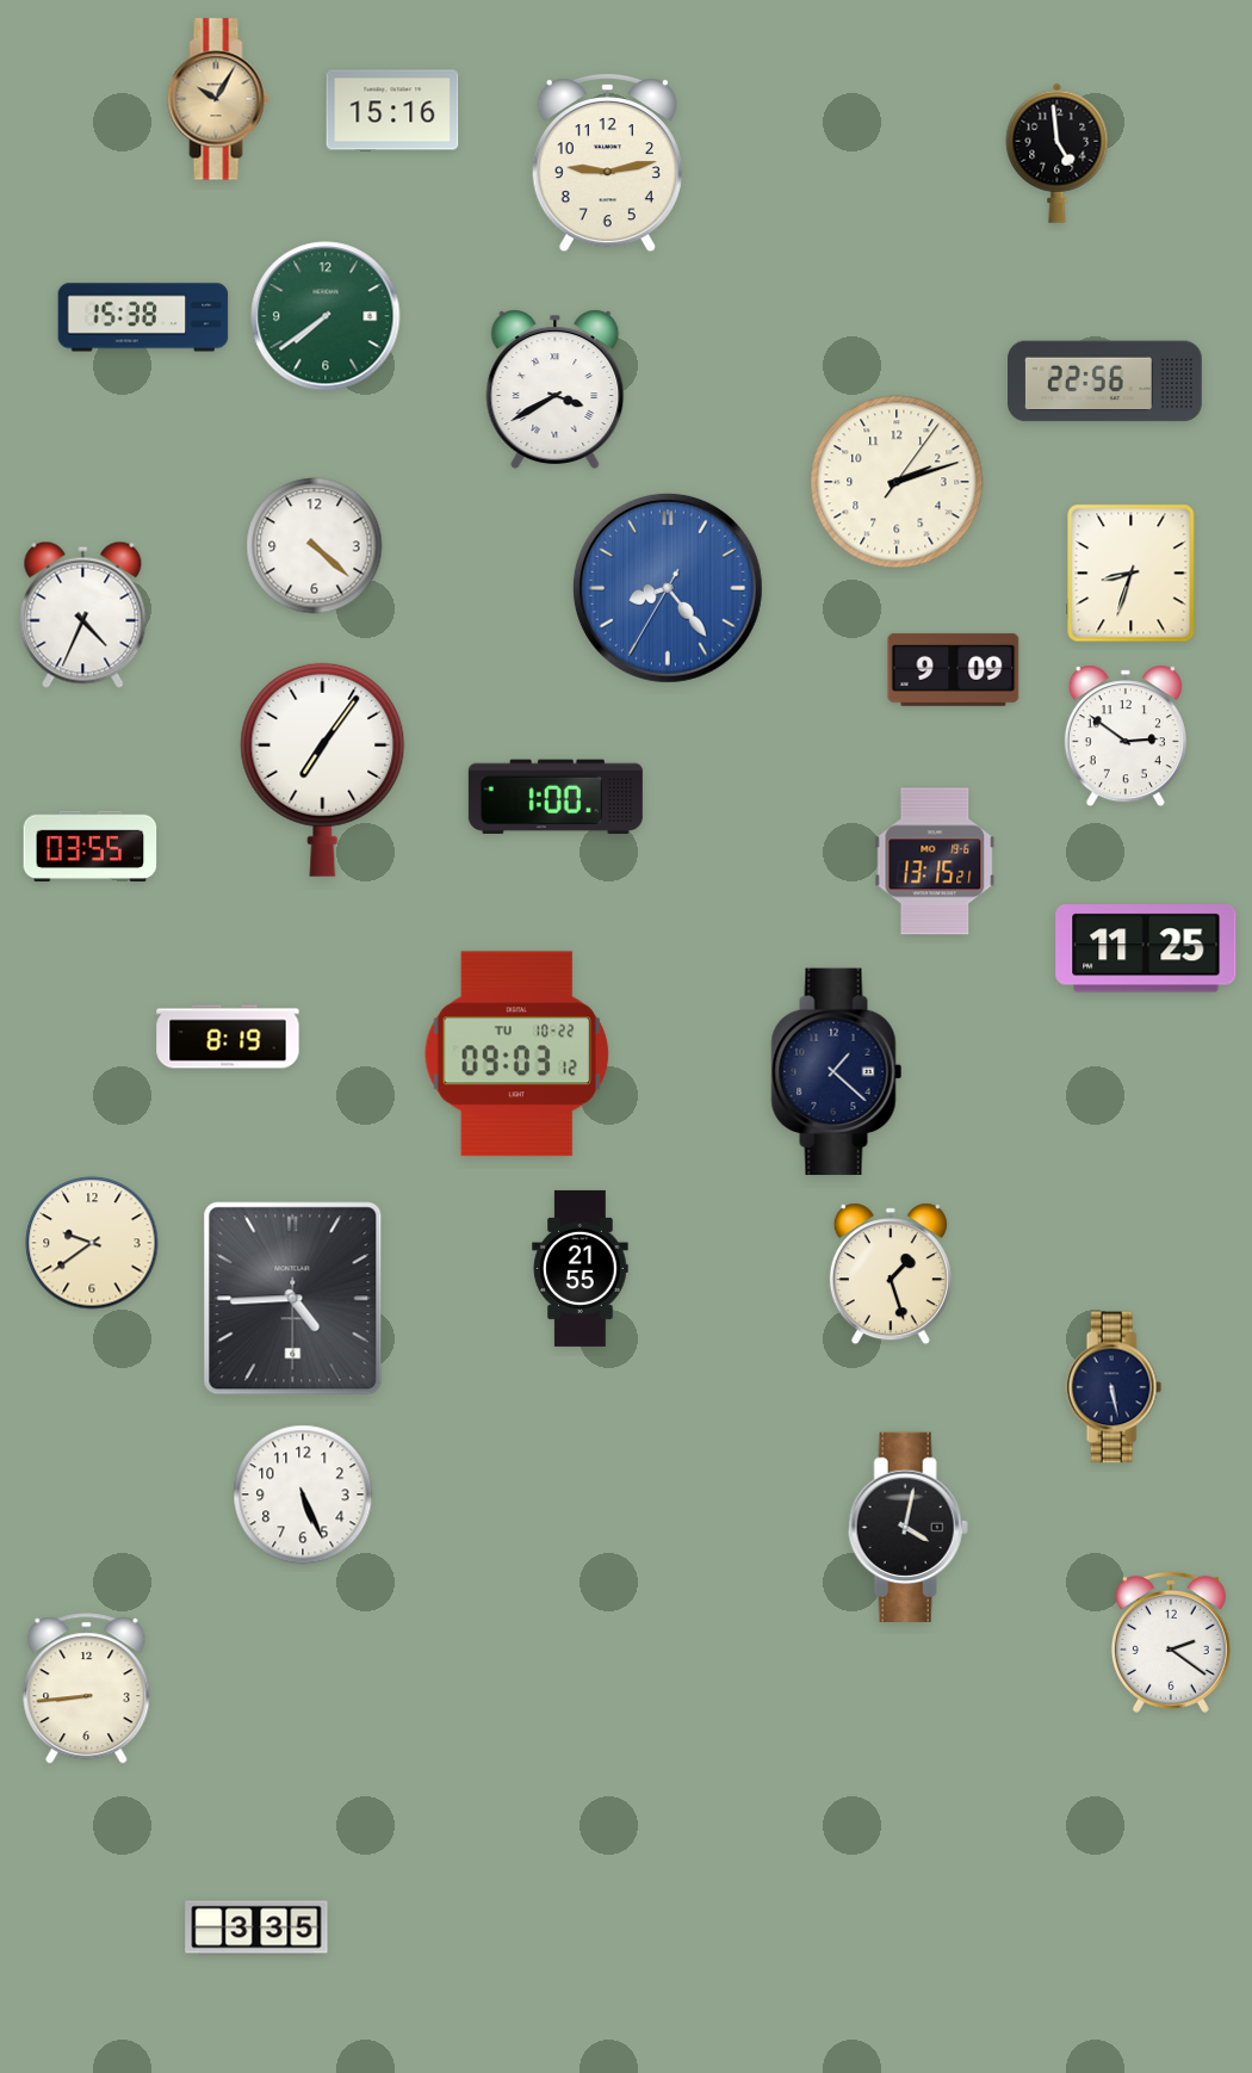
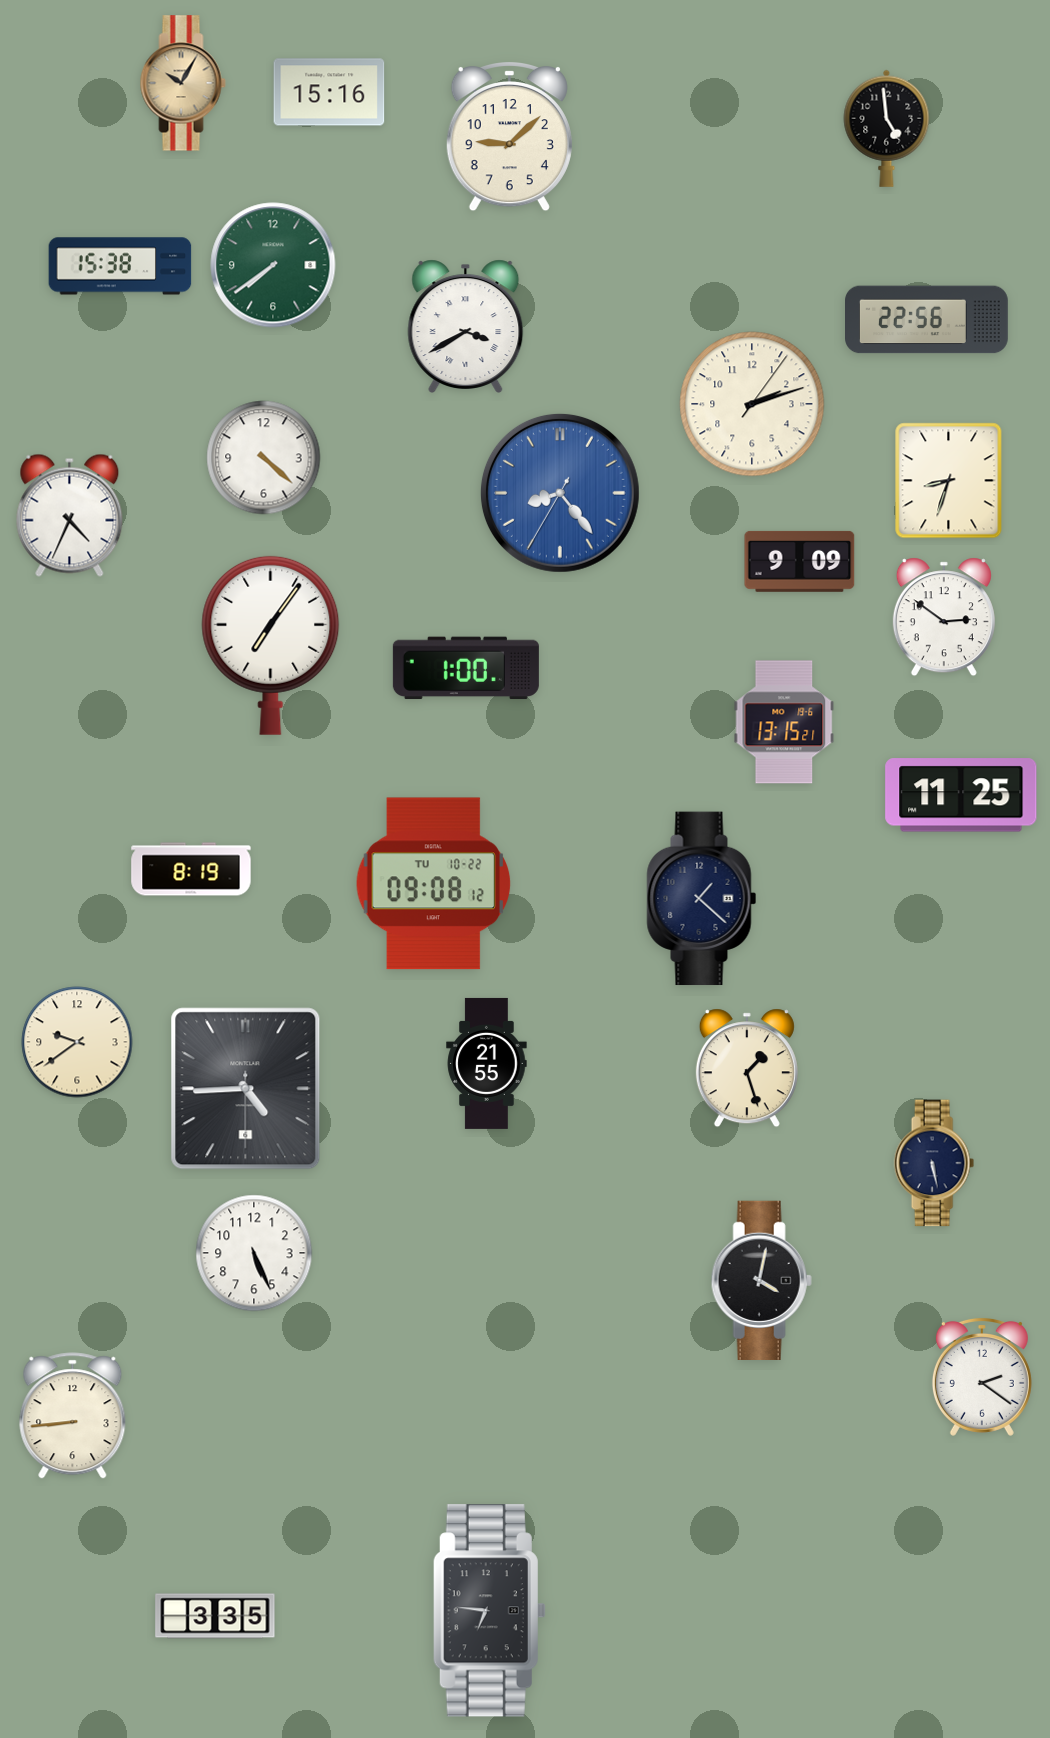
clock at (607, 163): 9:13 -> 9:08
clock at (91, 847): 03:55 -> none
clock at (517, 1054): 09:03 -> 09:08
clock at (489, 1611): none -> 6:46
